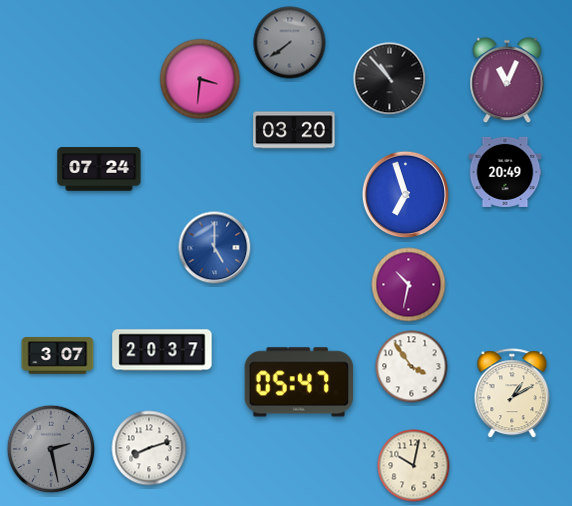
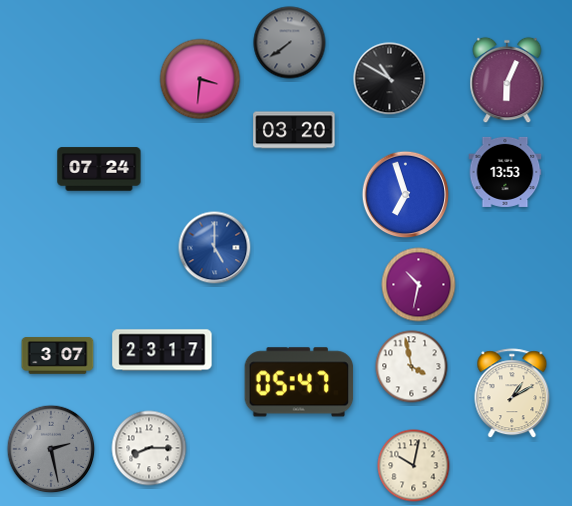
clock at (390, 79): 10:53 -> 10:50
clock at (507, 80): 11:04 -> 6:04
clock at (505, 172): 20:49 -> 13:53
clock at (409, 285) position: (409, 285) -> (419, 285)
clock at (162, 350): 20:37 -> 23:17
clock at (412, 367): 3:54 -> 3:58
clock at (149, 448): 8:12 -> 8:15
